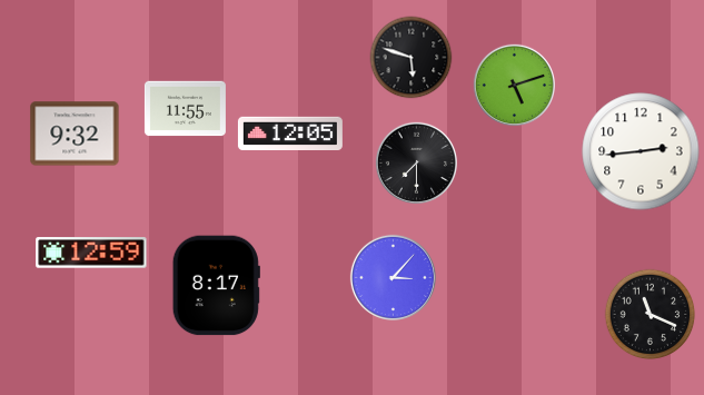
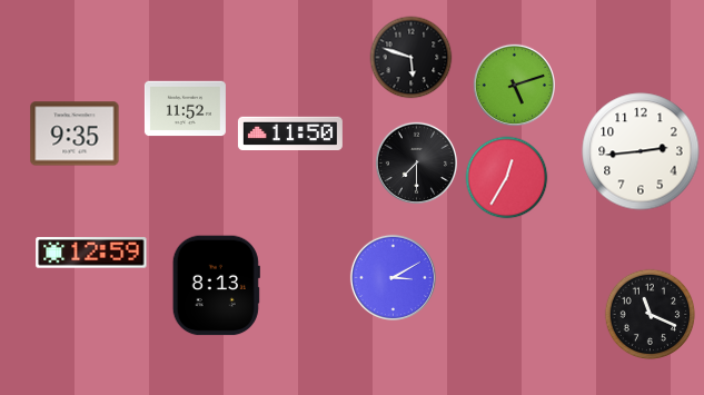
clock at (185, 109): 11:55 -> 11:52
clock at (290, 132): 12:05 -> 11:50
clock at (75, 134): 9:32 -> 9:35
clock at (507, 178): none -> 12:35
clock at (393, 277): 3:07 -> 3:10
clock at (216, 286): 8:17 -> 8:13
